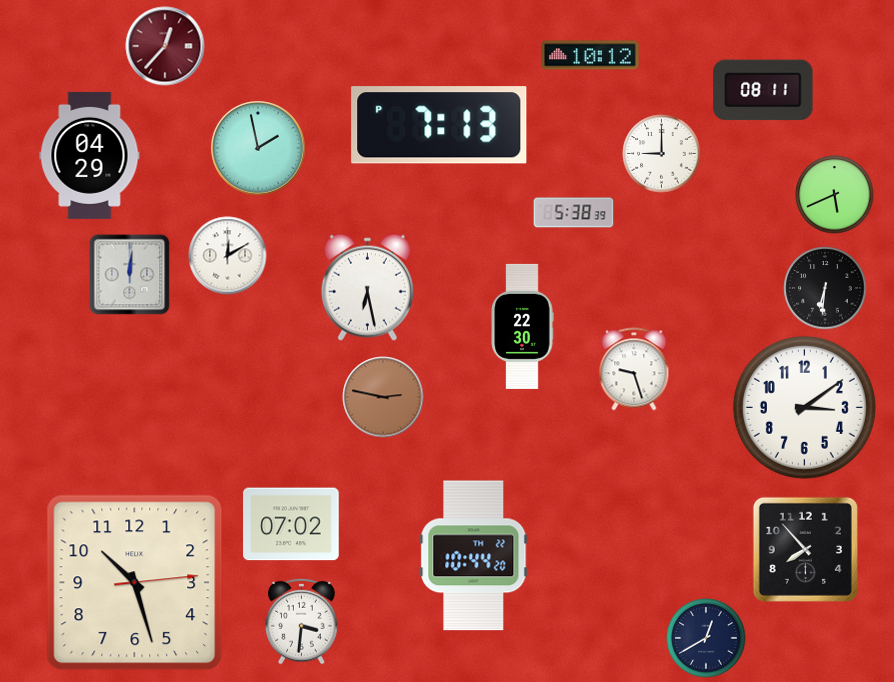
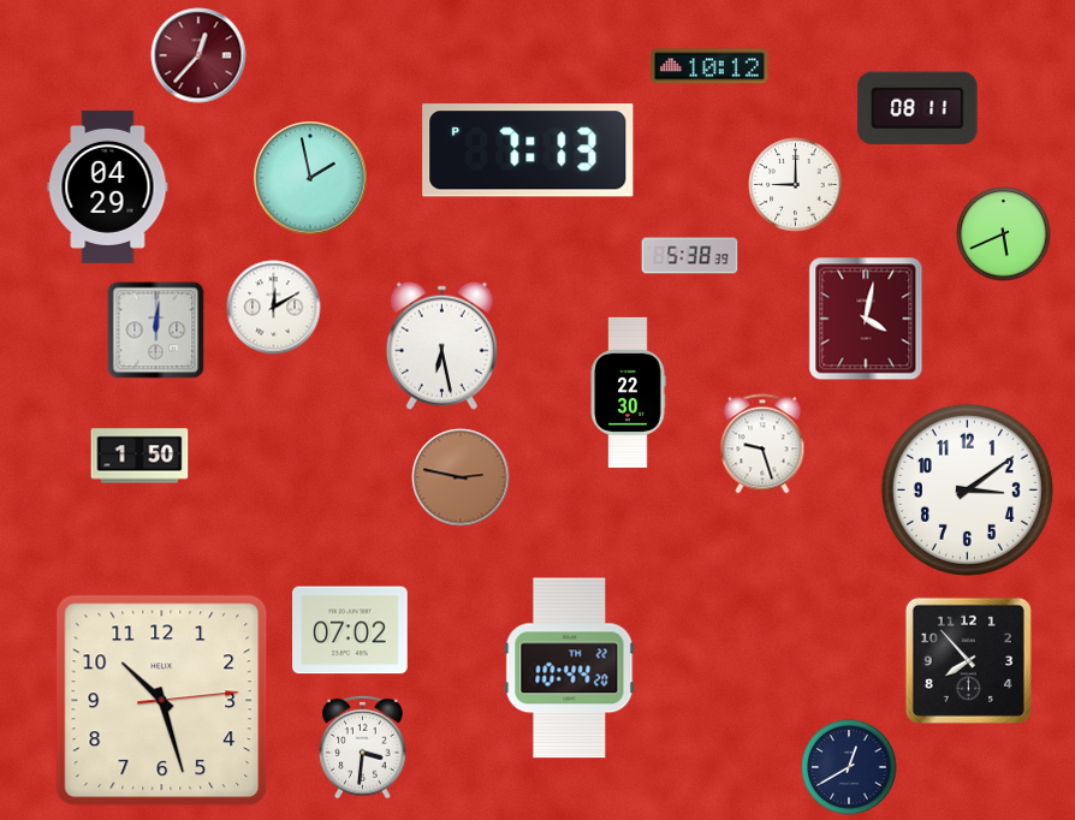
clock at (866, 319): none -> 4:02
clock at (825, 288): 6:31 -> none
clock at (139, 456): none -> 1:50
